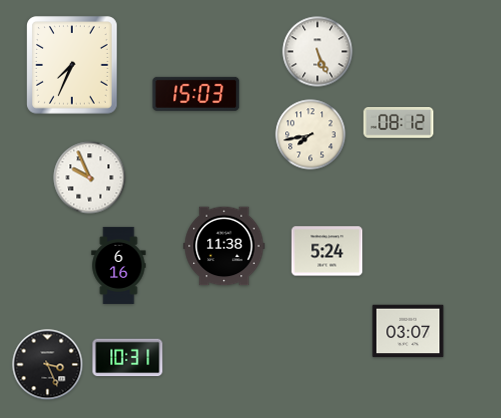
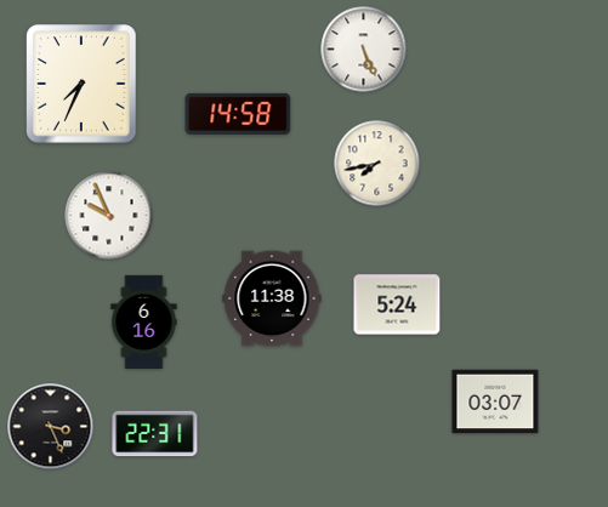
clock at (318, 52) position: (318, 52) -> (364, 50)
clock at (72, 65) position: (72, 65) -> (81, 84)
clock at (196, 94): 15:03 -> 14:58
clock at (399, 123): 08:12 -> none
clock at (128, 358): 10:31 -> 22:31
clock at (48, 365) position: (48, 365) -> (51, 427)
